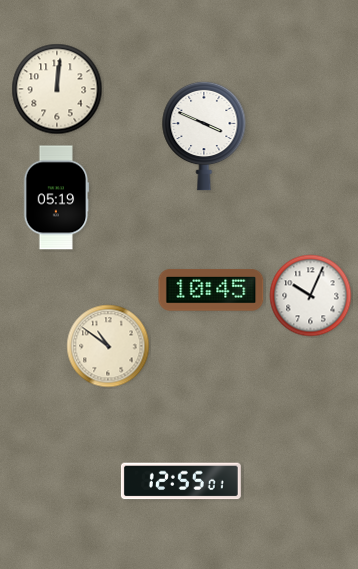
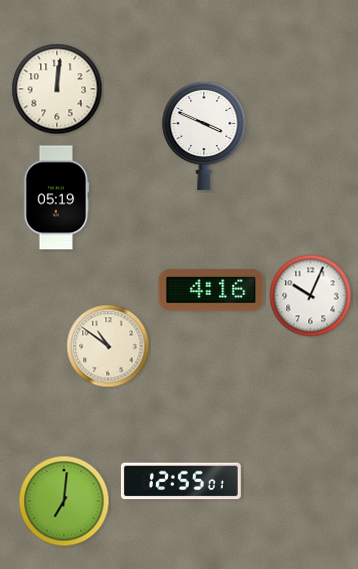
clock at (211, 291): 10:45 -> 4:16
clock at (64, 501): none -> 7:01
